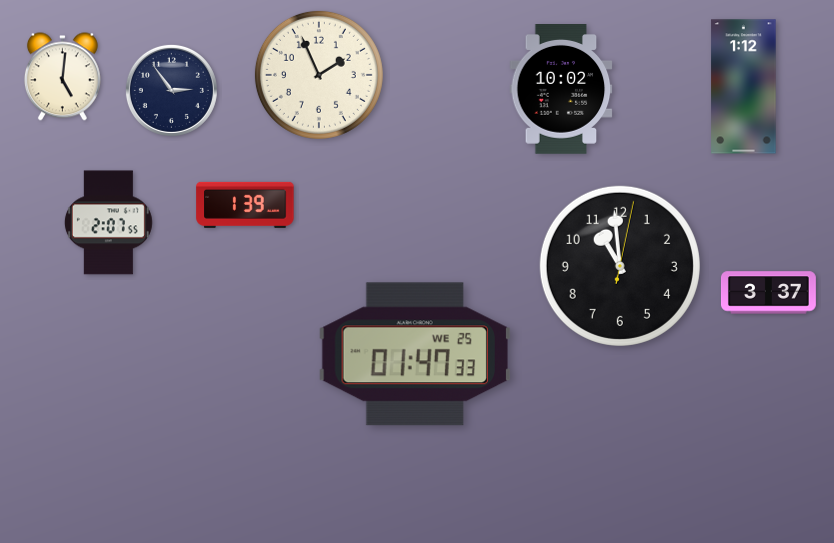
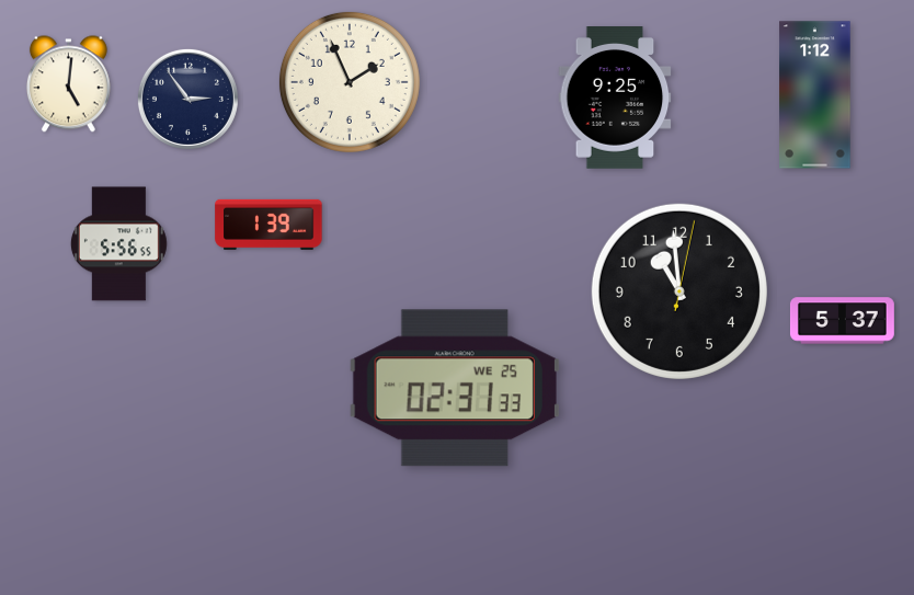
clock at (561, 90): 10:02 -> 9:25
clock at (108, 223): 2:07 -> 5:56
clock at (769, 293): 3:37 -> 5:37
clock at (415, 354): 01:47 -> 02:31
